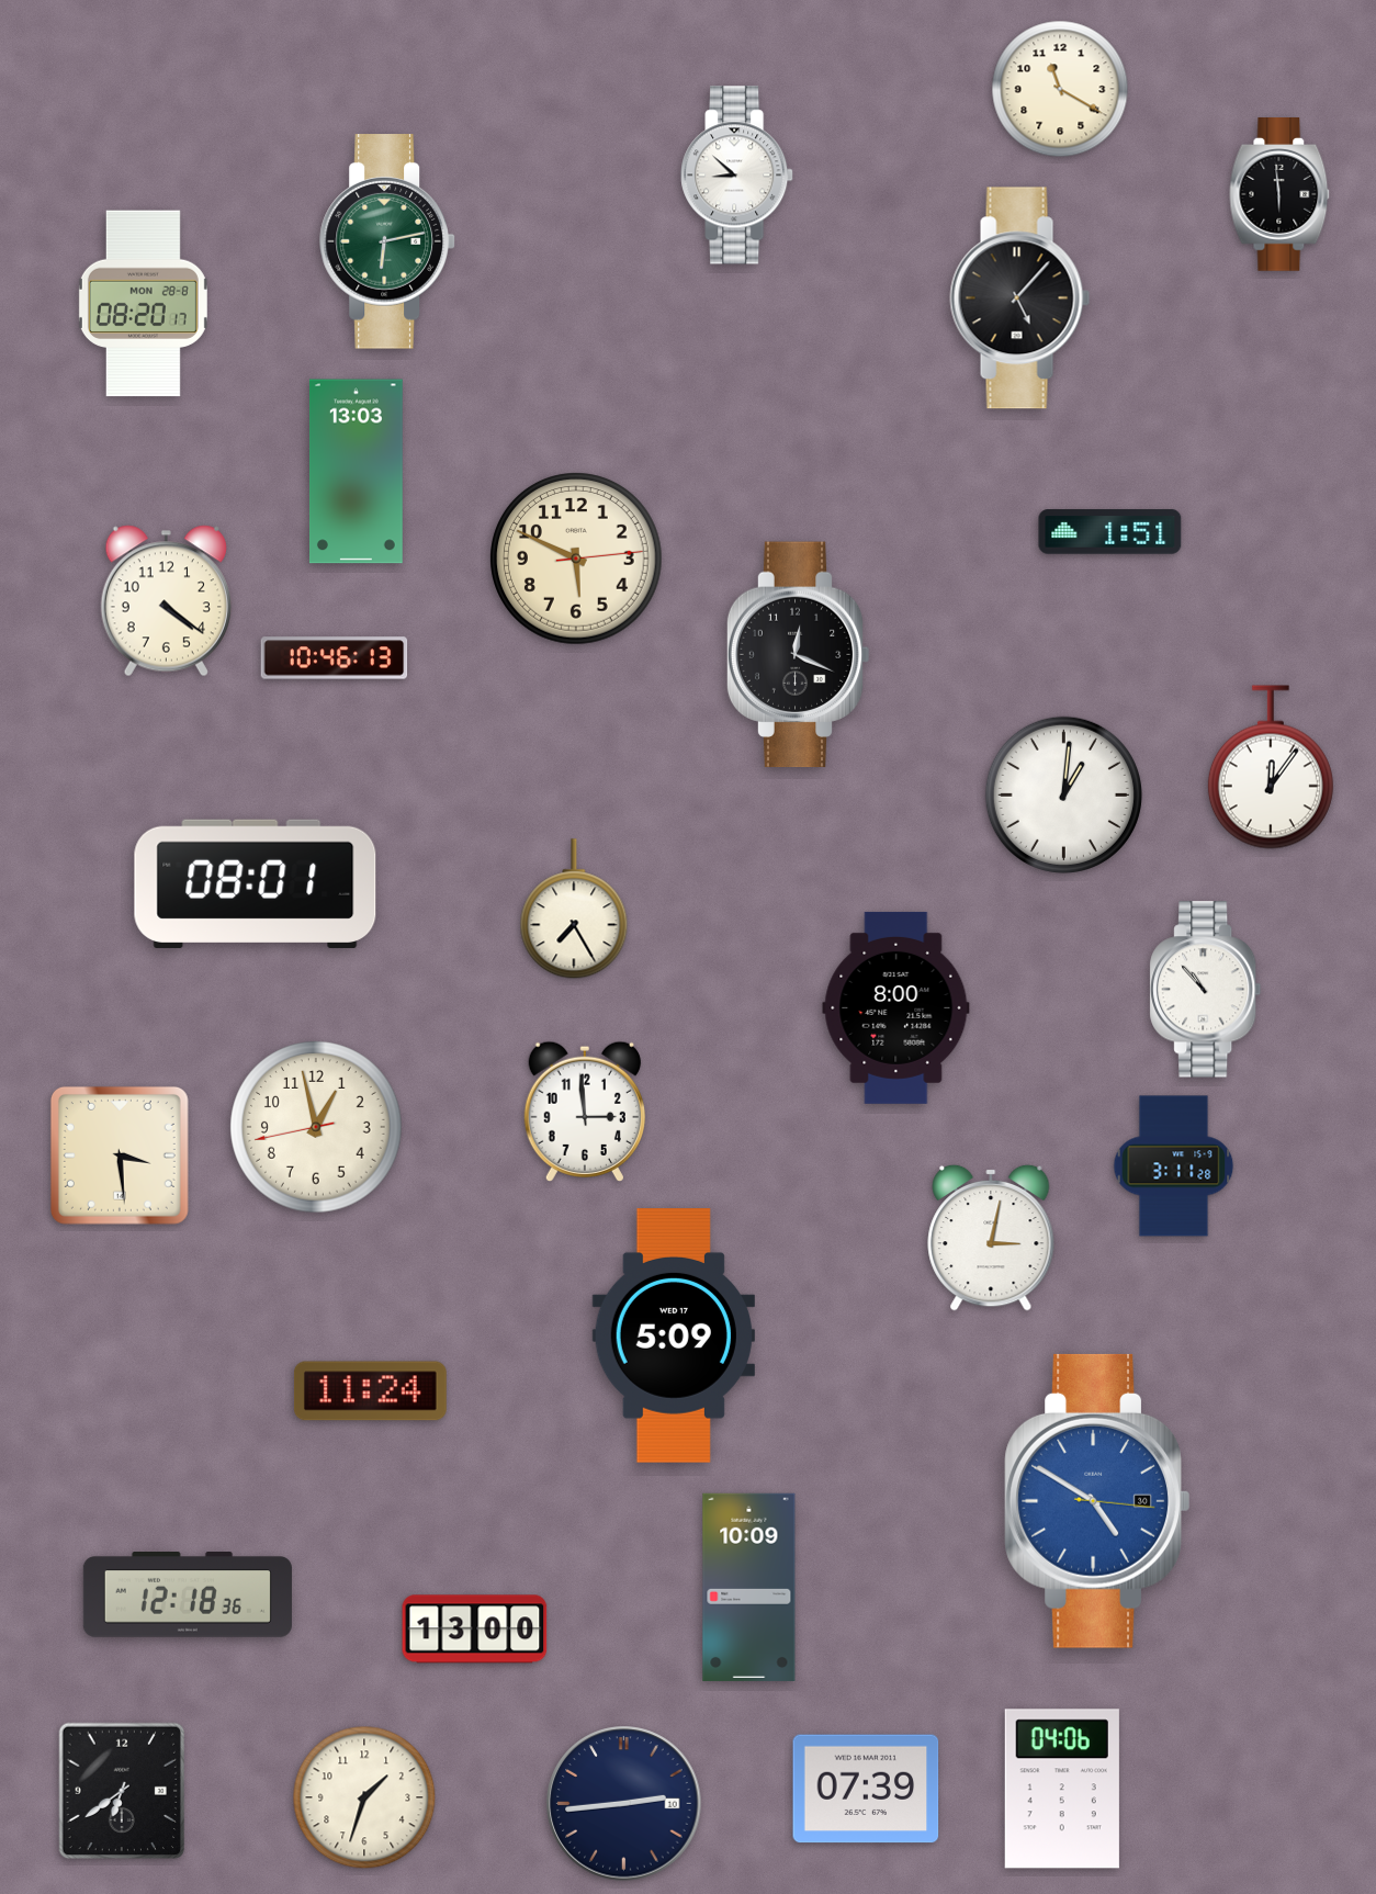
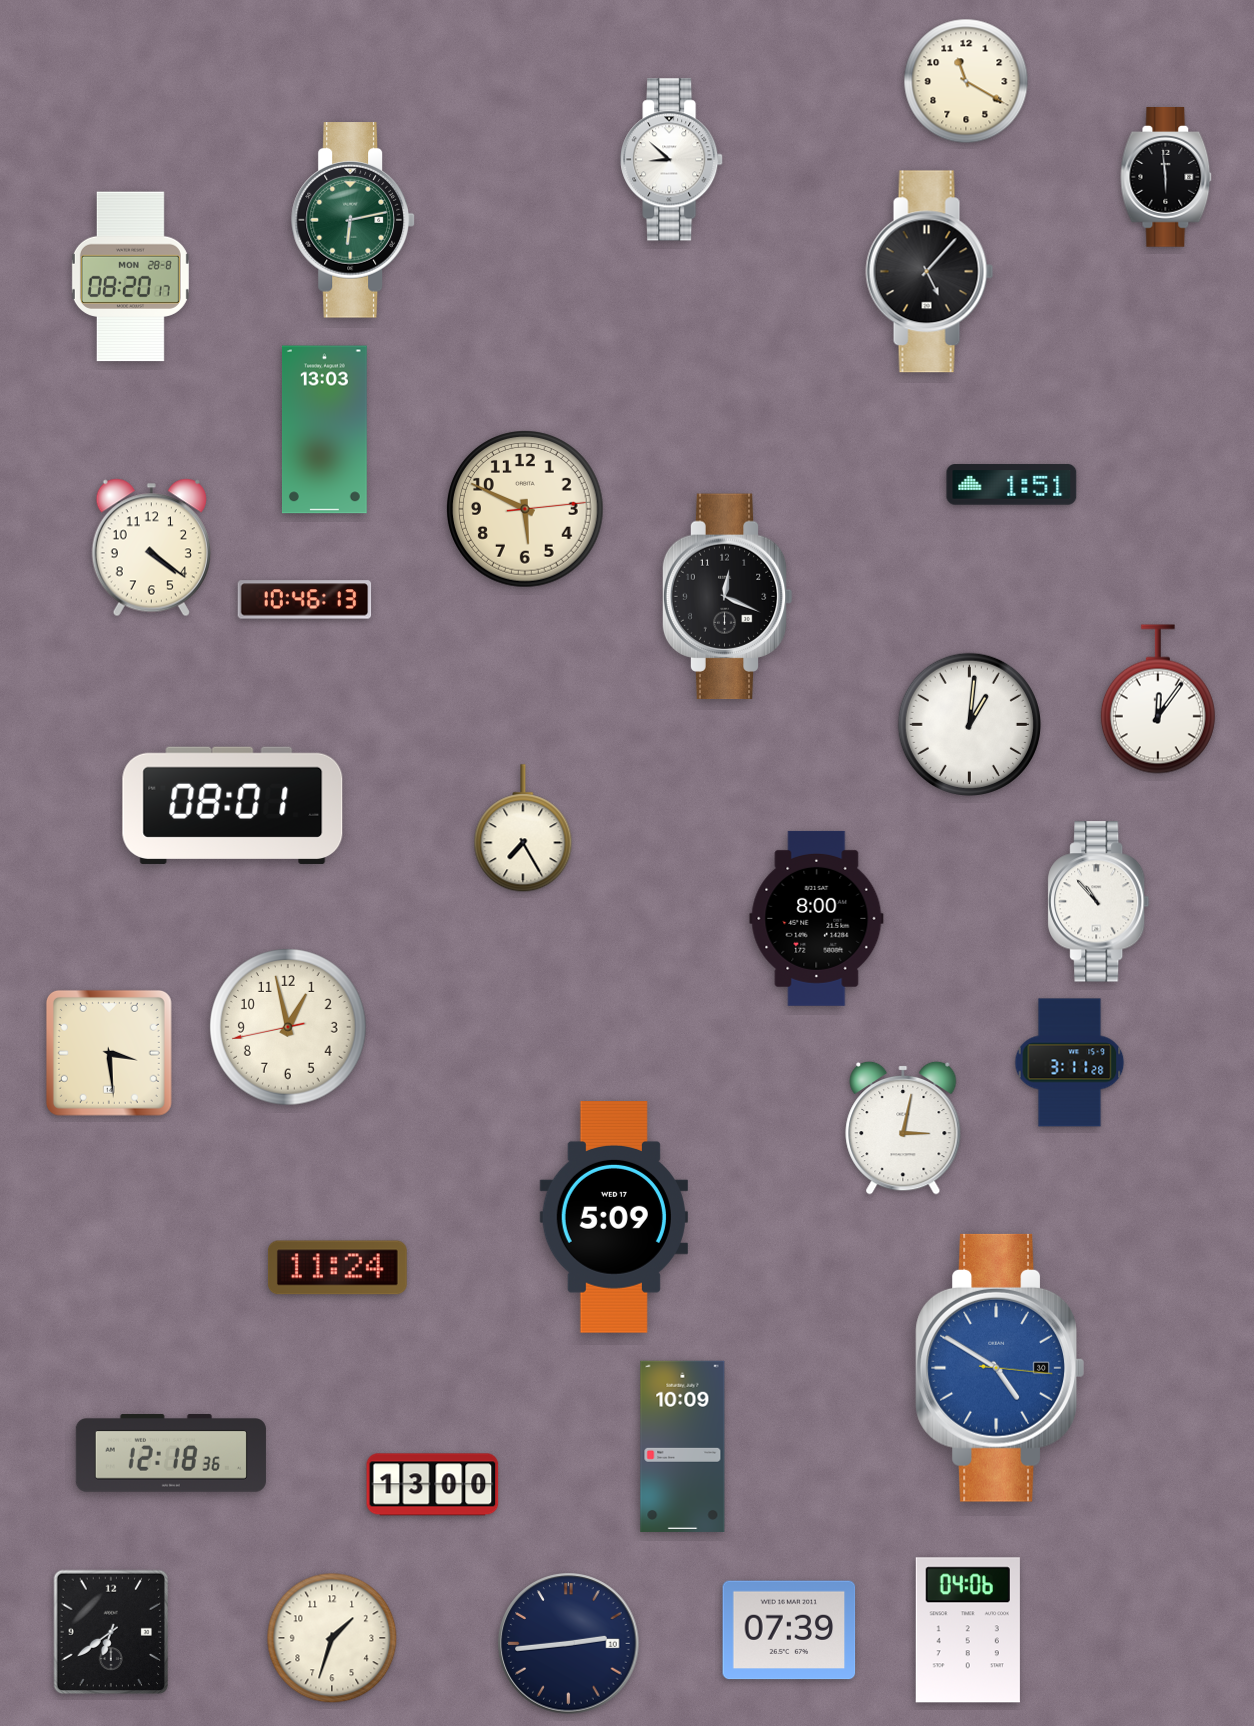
clock at (585, 1112): 2:59 -> none
